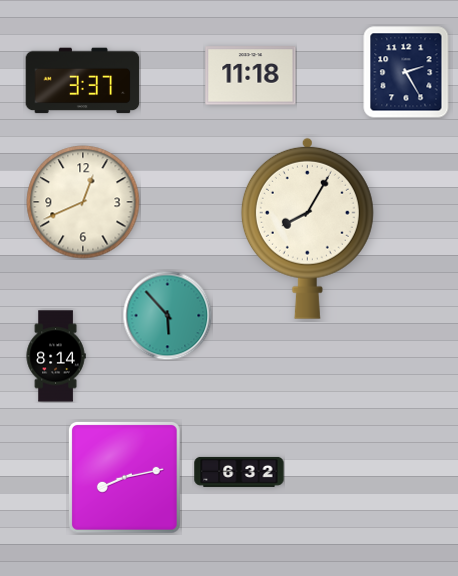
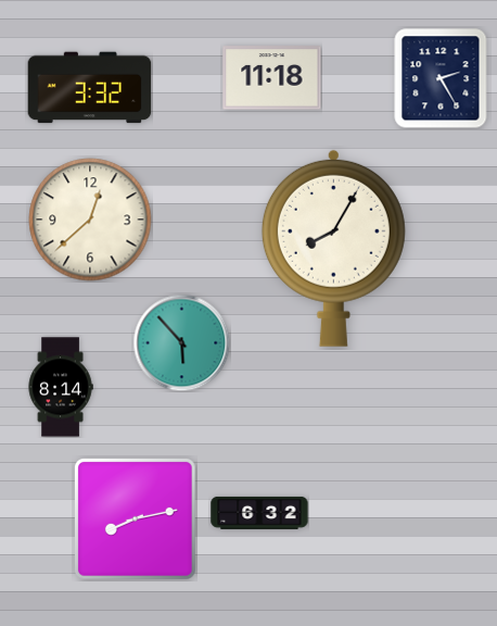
clock at (251, 76) position: (251, 76) -> (272, 78)
clock at (83, 81): 3:37 -> 3:32
clock at (83, 202): 12:41 -> 12:38
